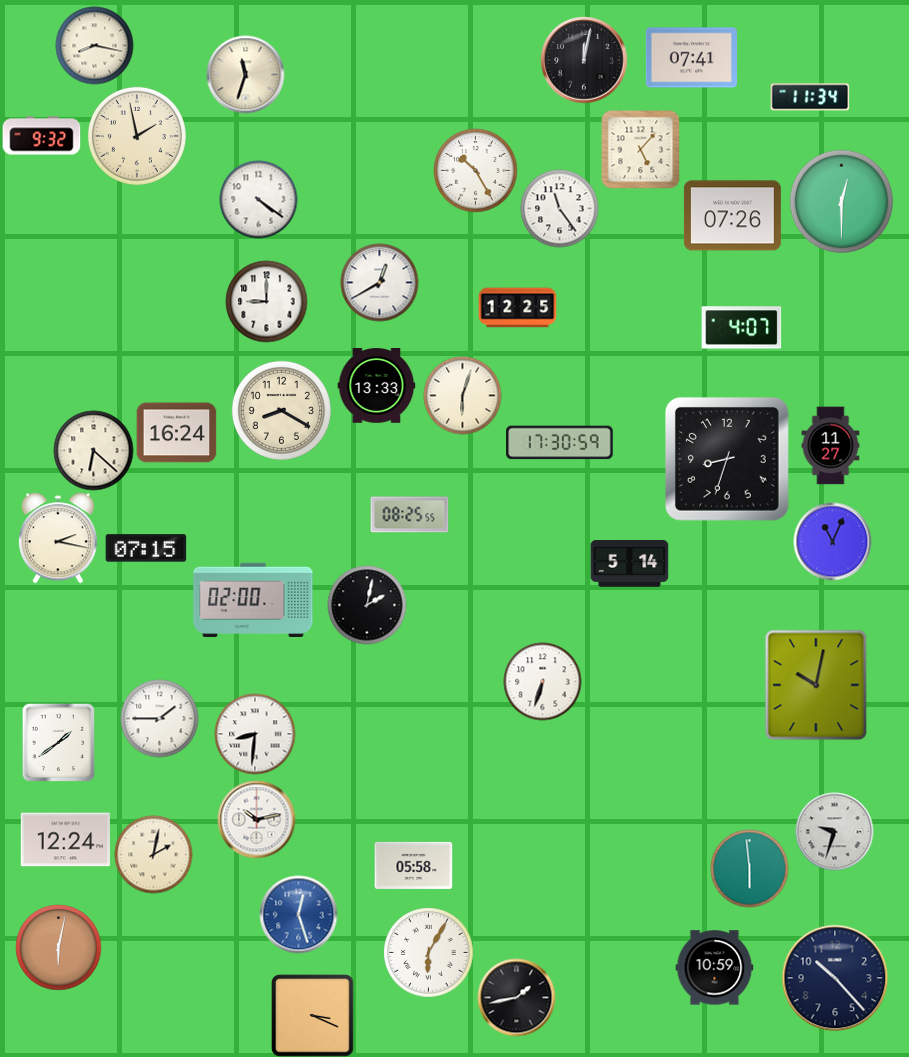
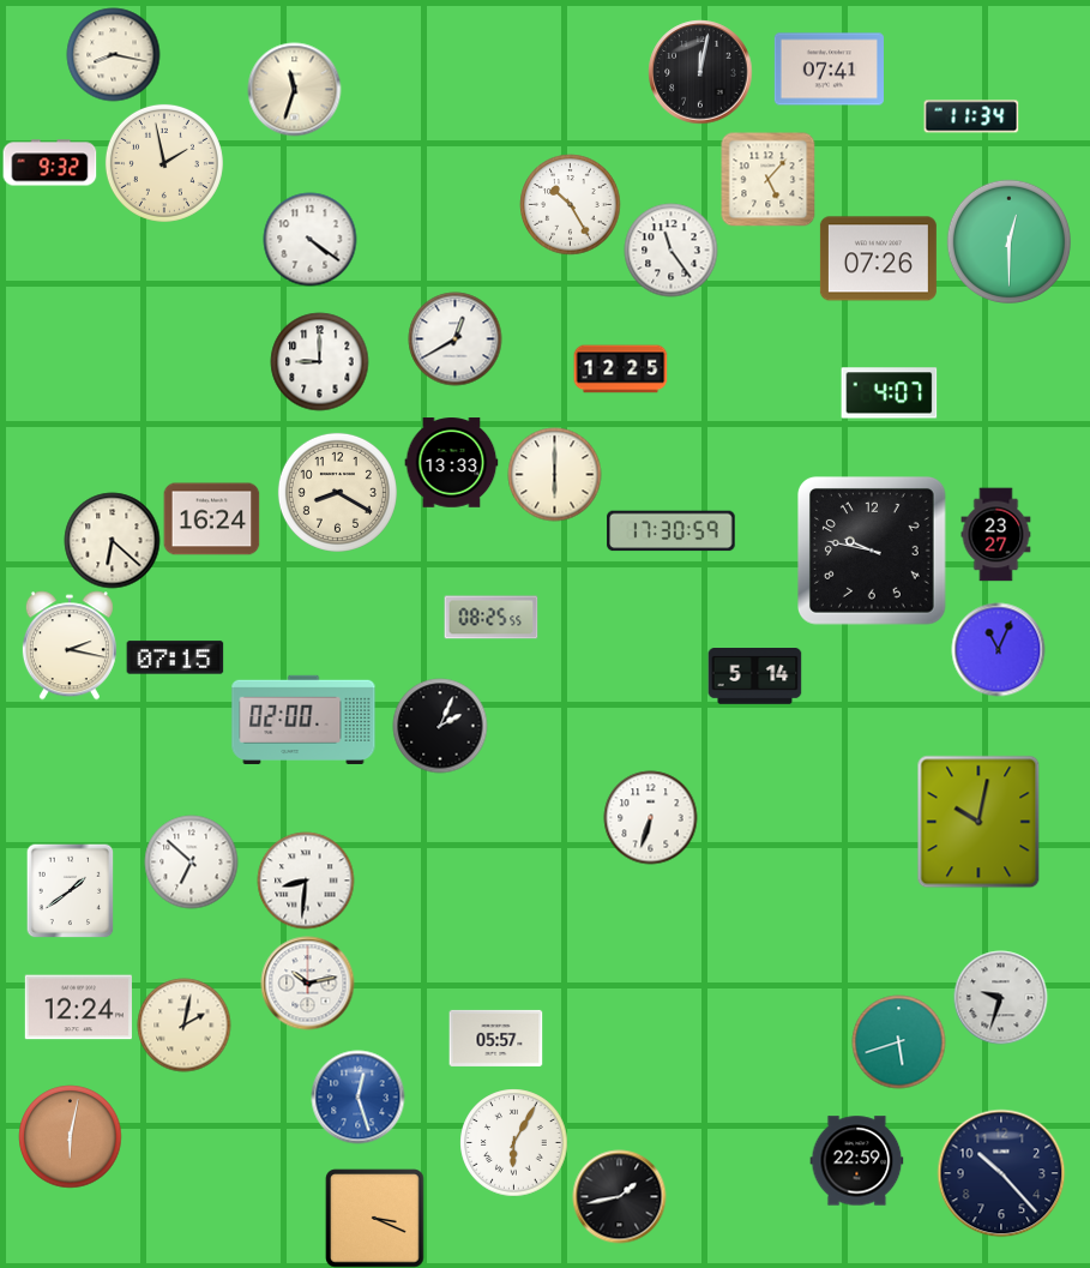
clock at (462, 395): 6:03 -> 6:00
clock at (831, 445): 11:27 -> 23:27
clock at (728, 460): 8:33 -> 9:47
clock at (367, 605): 2:02 -> 2:04
clock at (159, 718): 1:45 -> 6:52
clock at (413, 865): 05:58 -> 05:57
clock at (749, 868): 5:59 -> 5:42
clock at (714, 968): 10:59 -> 22:59
